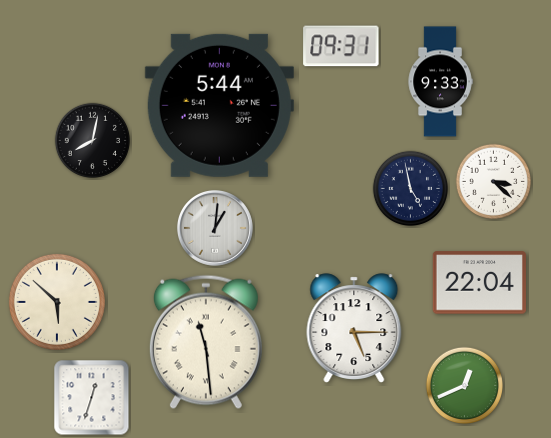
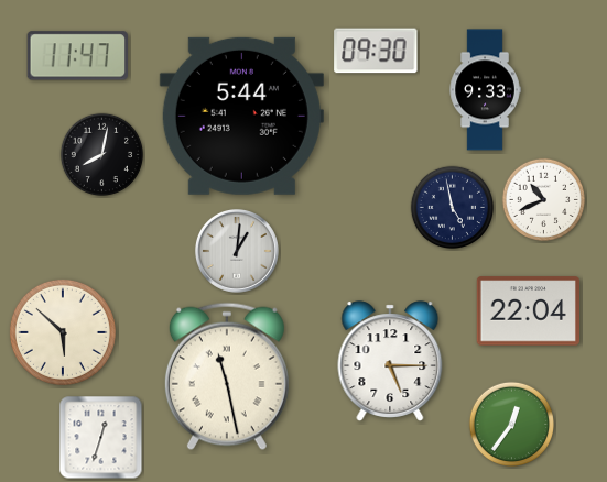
clock at (341, 46): 09:31 -> 09:30
clock at (77, 56): none -> 11:47
clock at (494, 182): 3:22 -> 10:41
clock at (206, 342): 11:29 -> 11:28
clock at (464, 385): 12:41 -> 12:36
